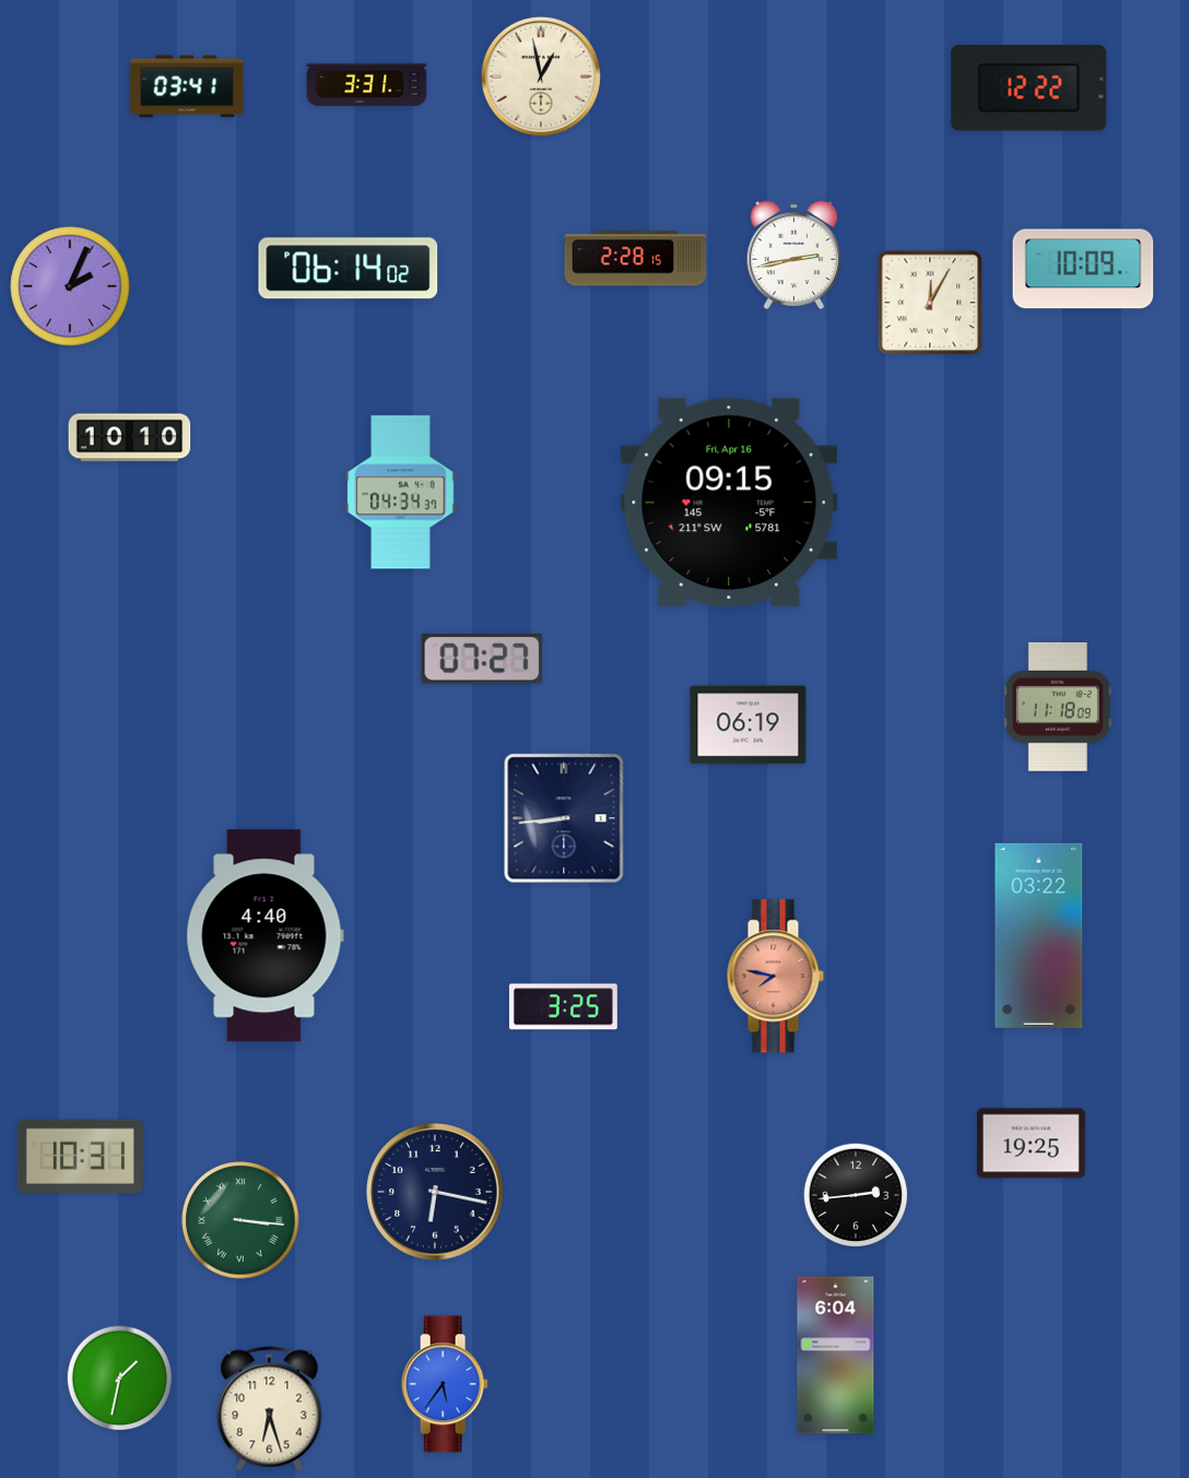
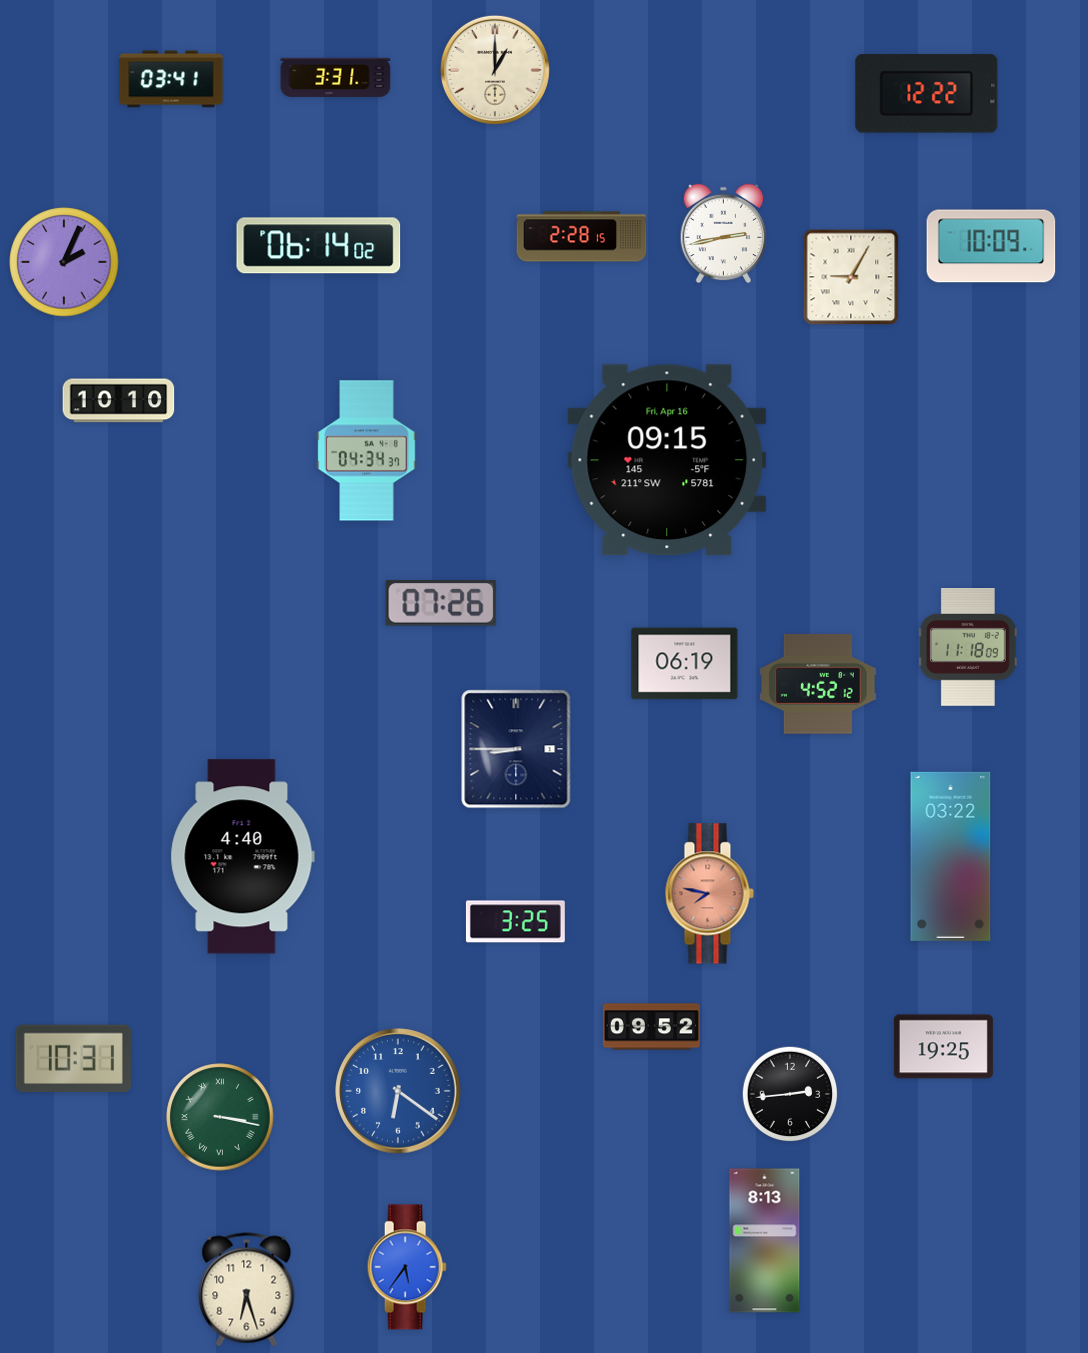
clock at (541, 76): 12:58 -> 1:00
clock at (1029, 88) position: (1029, 88) -> (927, 94)
clock at (794, 256) position: (794, 256) -> (724, 234)
clock at (930, 303): 12:05 -> 9:05
clock at (482, 660): 07:27 -> 07:26
clock at (818, 684): none -> 4:52
clock at (564, 818): 8:44 -> 8:45
clock at (651, 1027): none -> 09:52
clock at (435, 1192): 6:17 -> 6:21
clock at (435, 1192) dial: navy -> blue
clock at (856, 1195) position: (856, 1195) -> (790, 1094)
clock at (240, 1220): 3:16 -> 3:17
clock at (836, 1356): 6:04 -> 8:13
clock at (119, 1378): 1:32 -> none
